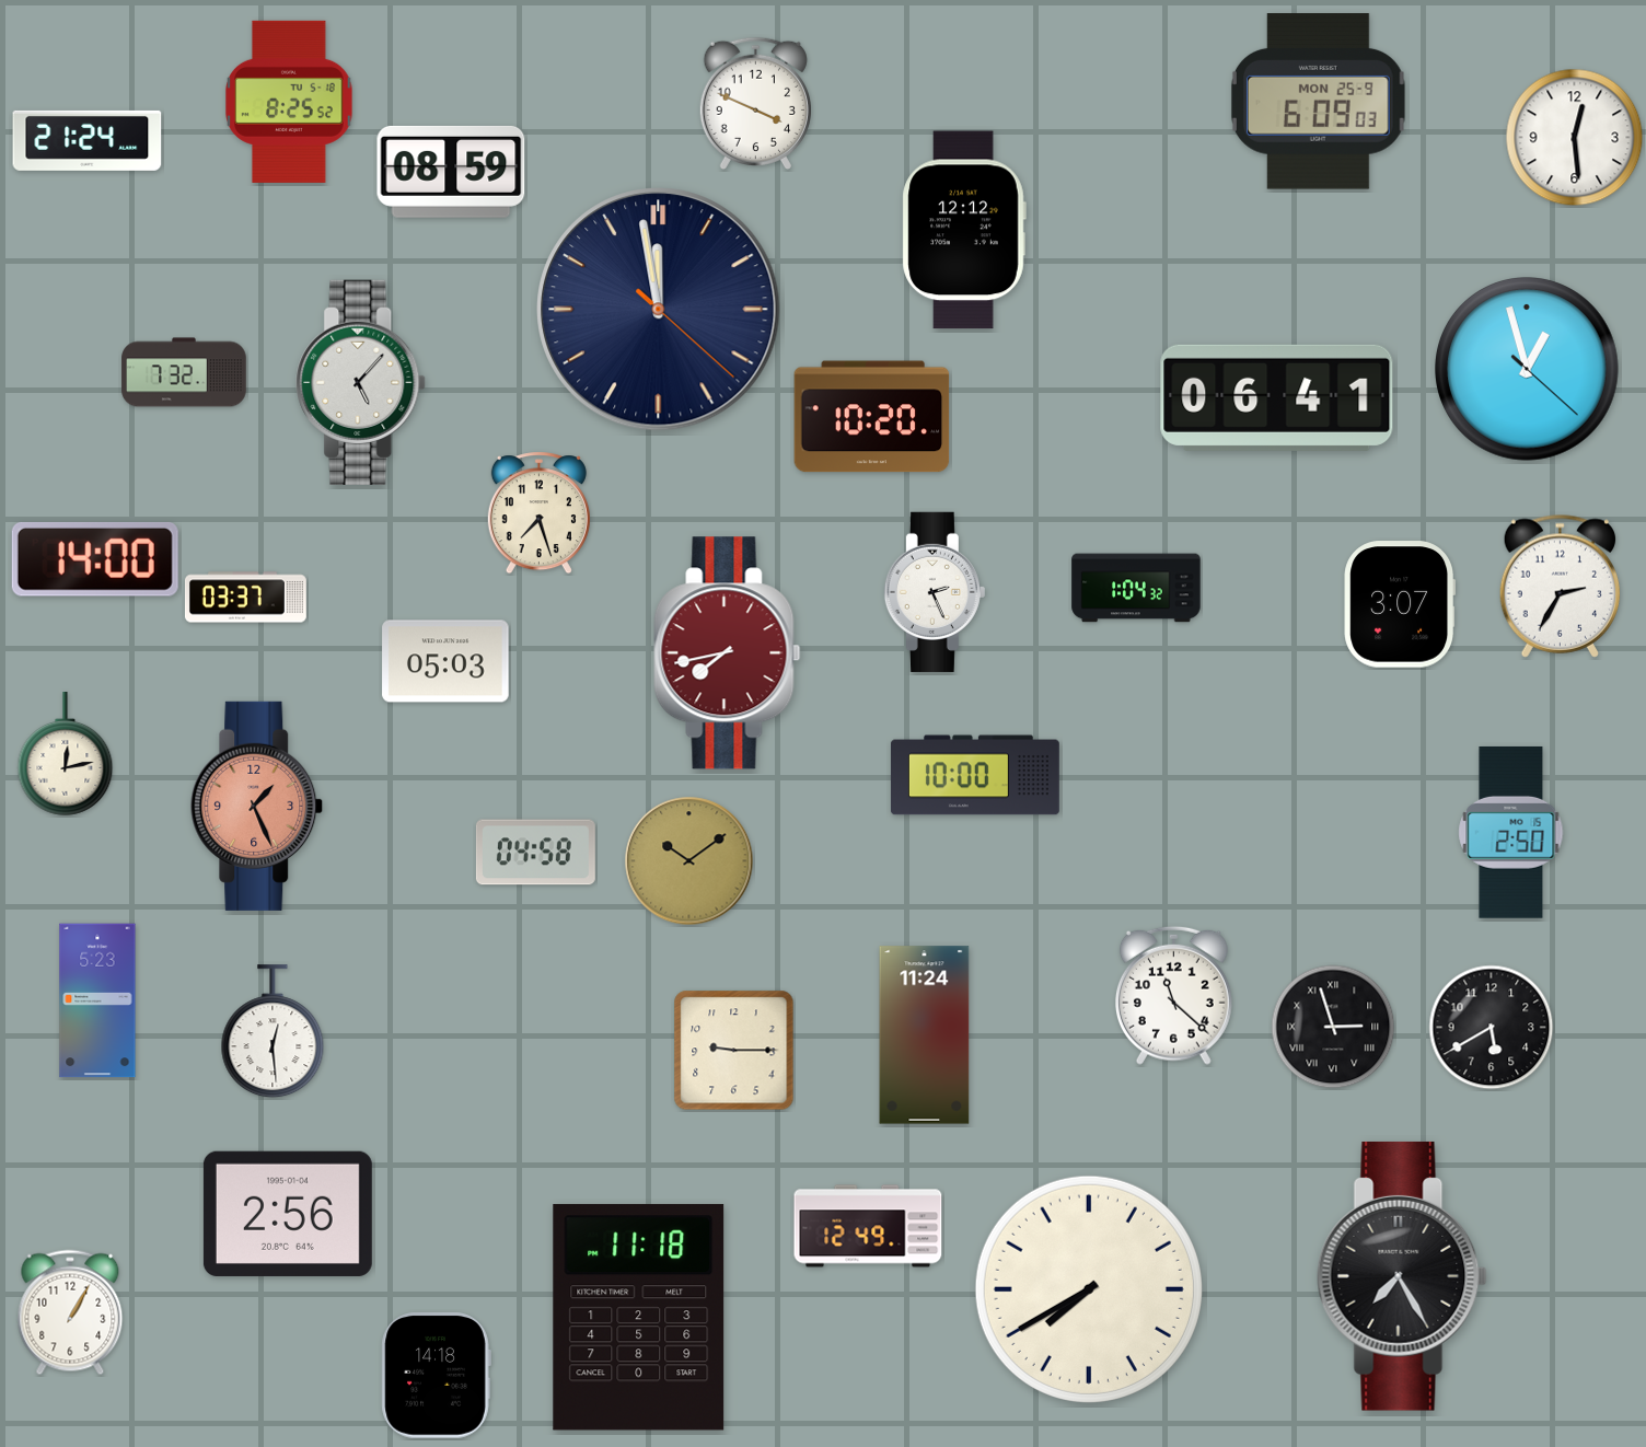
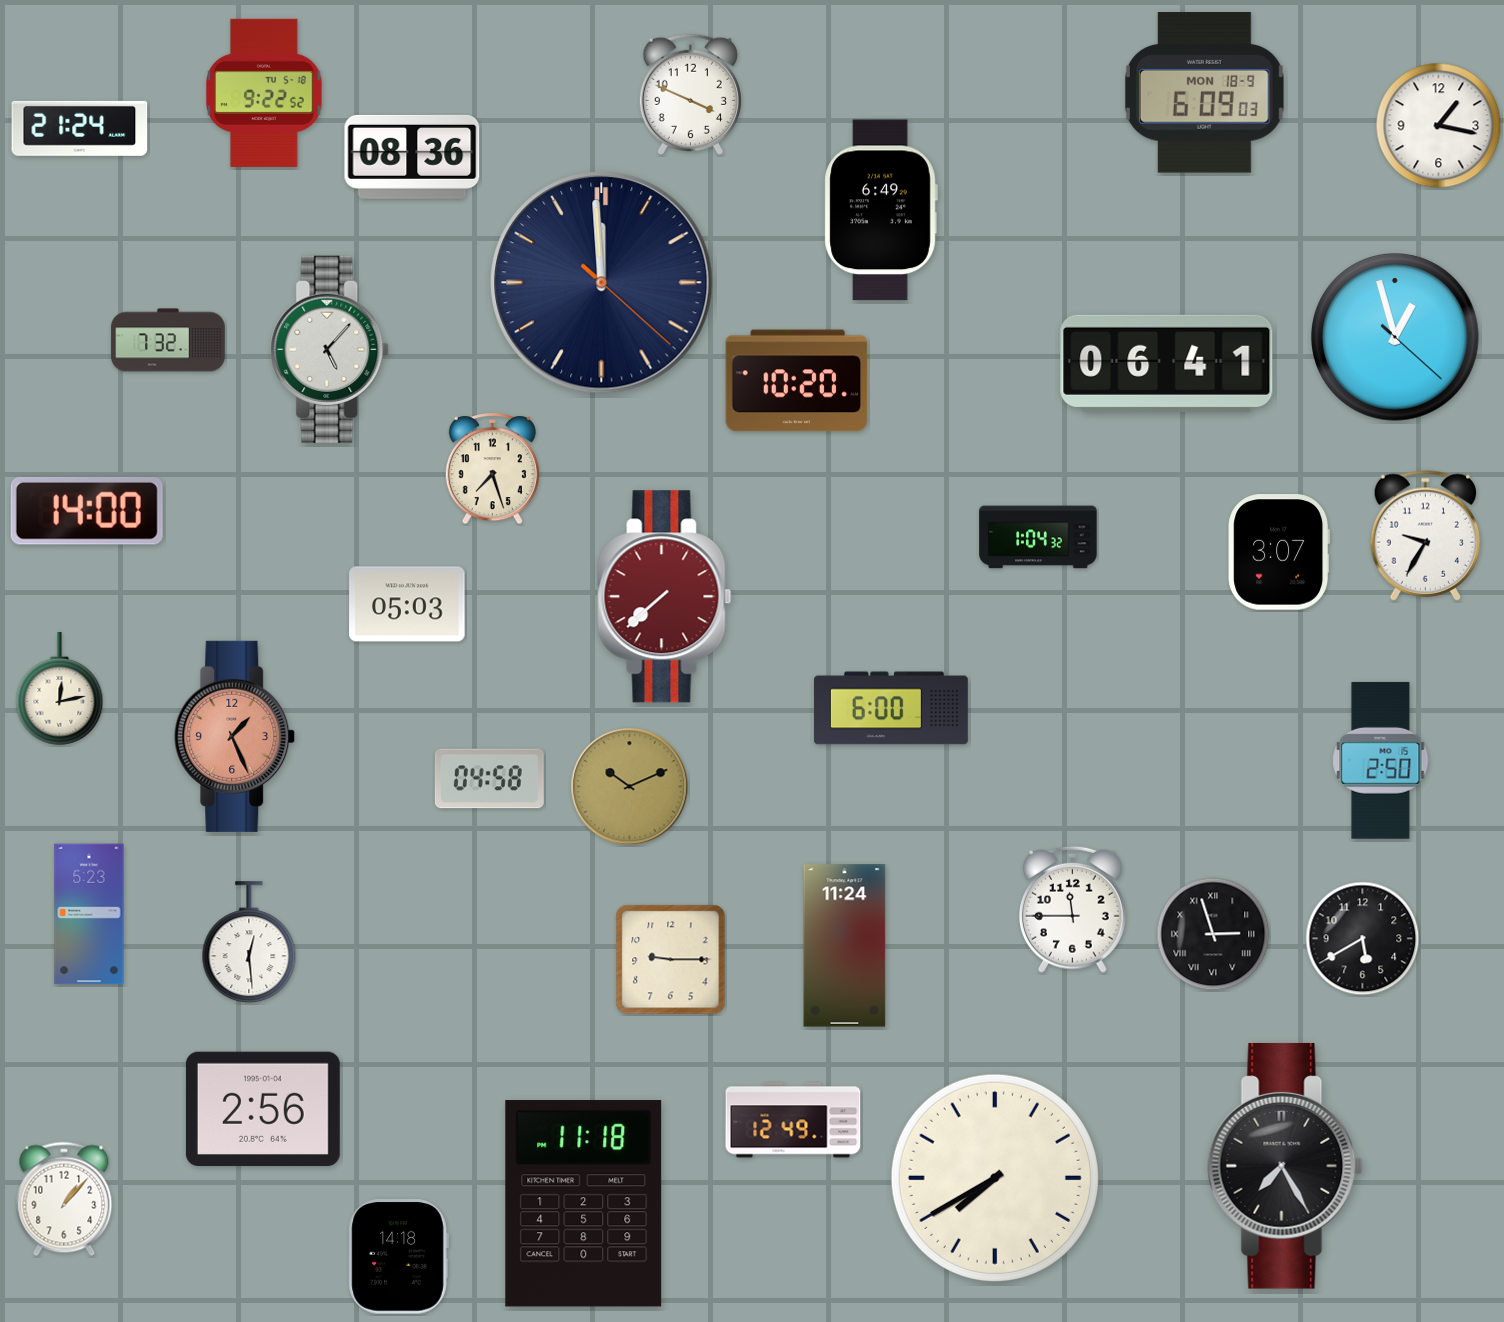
clock at (289, 102): 8:25 -> 9:22
clock at (1318, 102) date: MON 25-9 -> MON 18-9
clock at (1575, 138): 12:29 -> 1:17
clock at (451, 172): 08:59 -> 08:36
clock at (964, 230): 12:12 -> 6:49
clock at (659, 310): 11:58 -> 11:59
clock at (1560, 586): 2:35 -> 9:35
clock at (935, 592): 2:26 -> none
clock at (245, 598): 03:37 -> none
clock at (728, 653): 7:43 -> 7:38
clock at (975, 775): 10:00 -> 6:00
clock at (689, 861): 10:09 -> 10:11
clock at (1173, 995): 11:22 -> 11:45
clock at (1333, 1027) position: (1333, 1027) -> (1213, 934)
clock at (1402, 1276) position: (1402, 1276) -> (1285, 1166)
clock at (70, 1312): 1:05 -> 1:07
